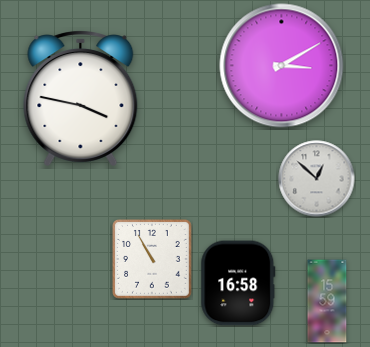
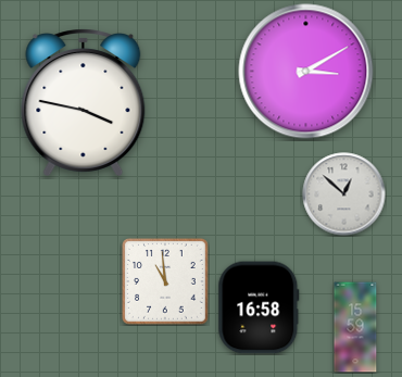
clock at (81, 98) position: (81, 98) -> (84, 102)
clock at (153, 260): 10:55 -> 10:59
